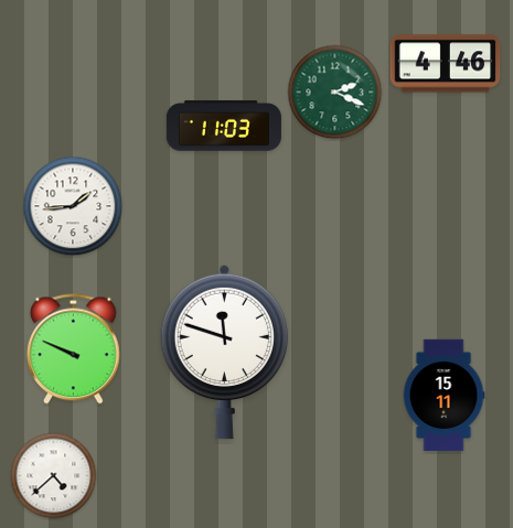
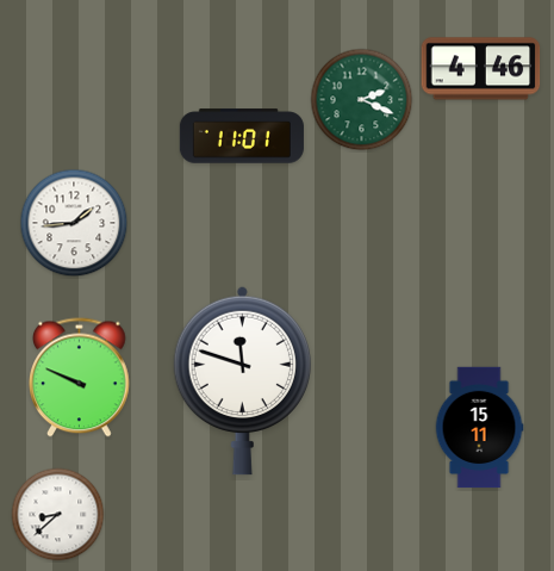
clock at (224, 126): 11:03 -> 11:01
clock at (73, 206) position: (73, 206) -> (74, 223)
clock at (54, 476): 4:38 -> 8:38
